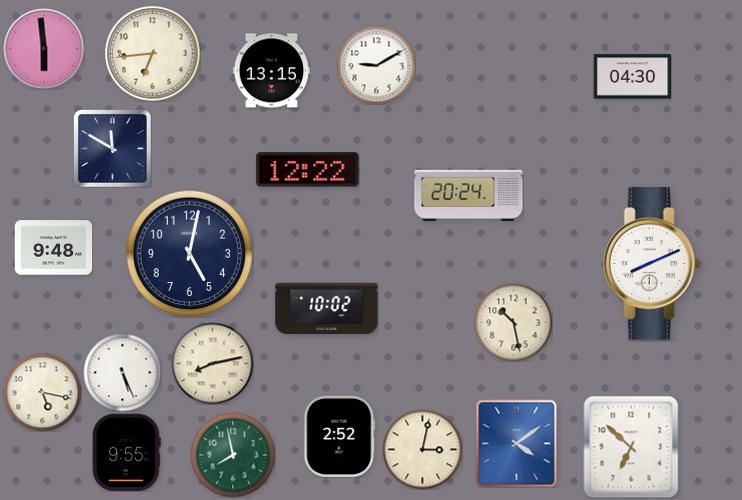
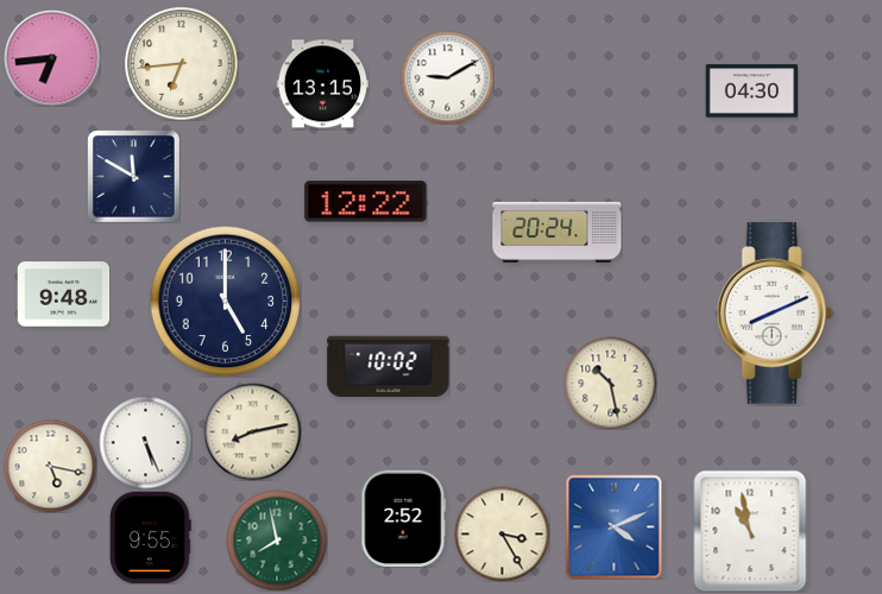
clock at (44, 49): 5:59 -> 6:44
clock at (189, 253): 5:02 -> 5:00
clock at (517, 443): 4:09 -> 4:11
clock at (631, 447): 6:52 -> 10:58
clock at (422, 449): 3:02 -> 3:25
